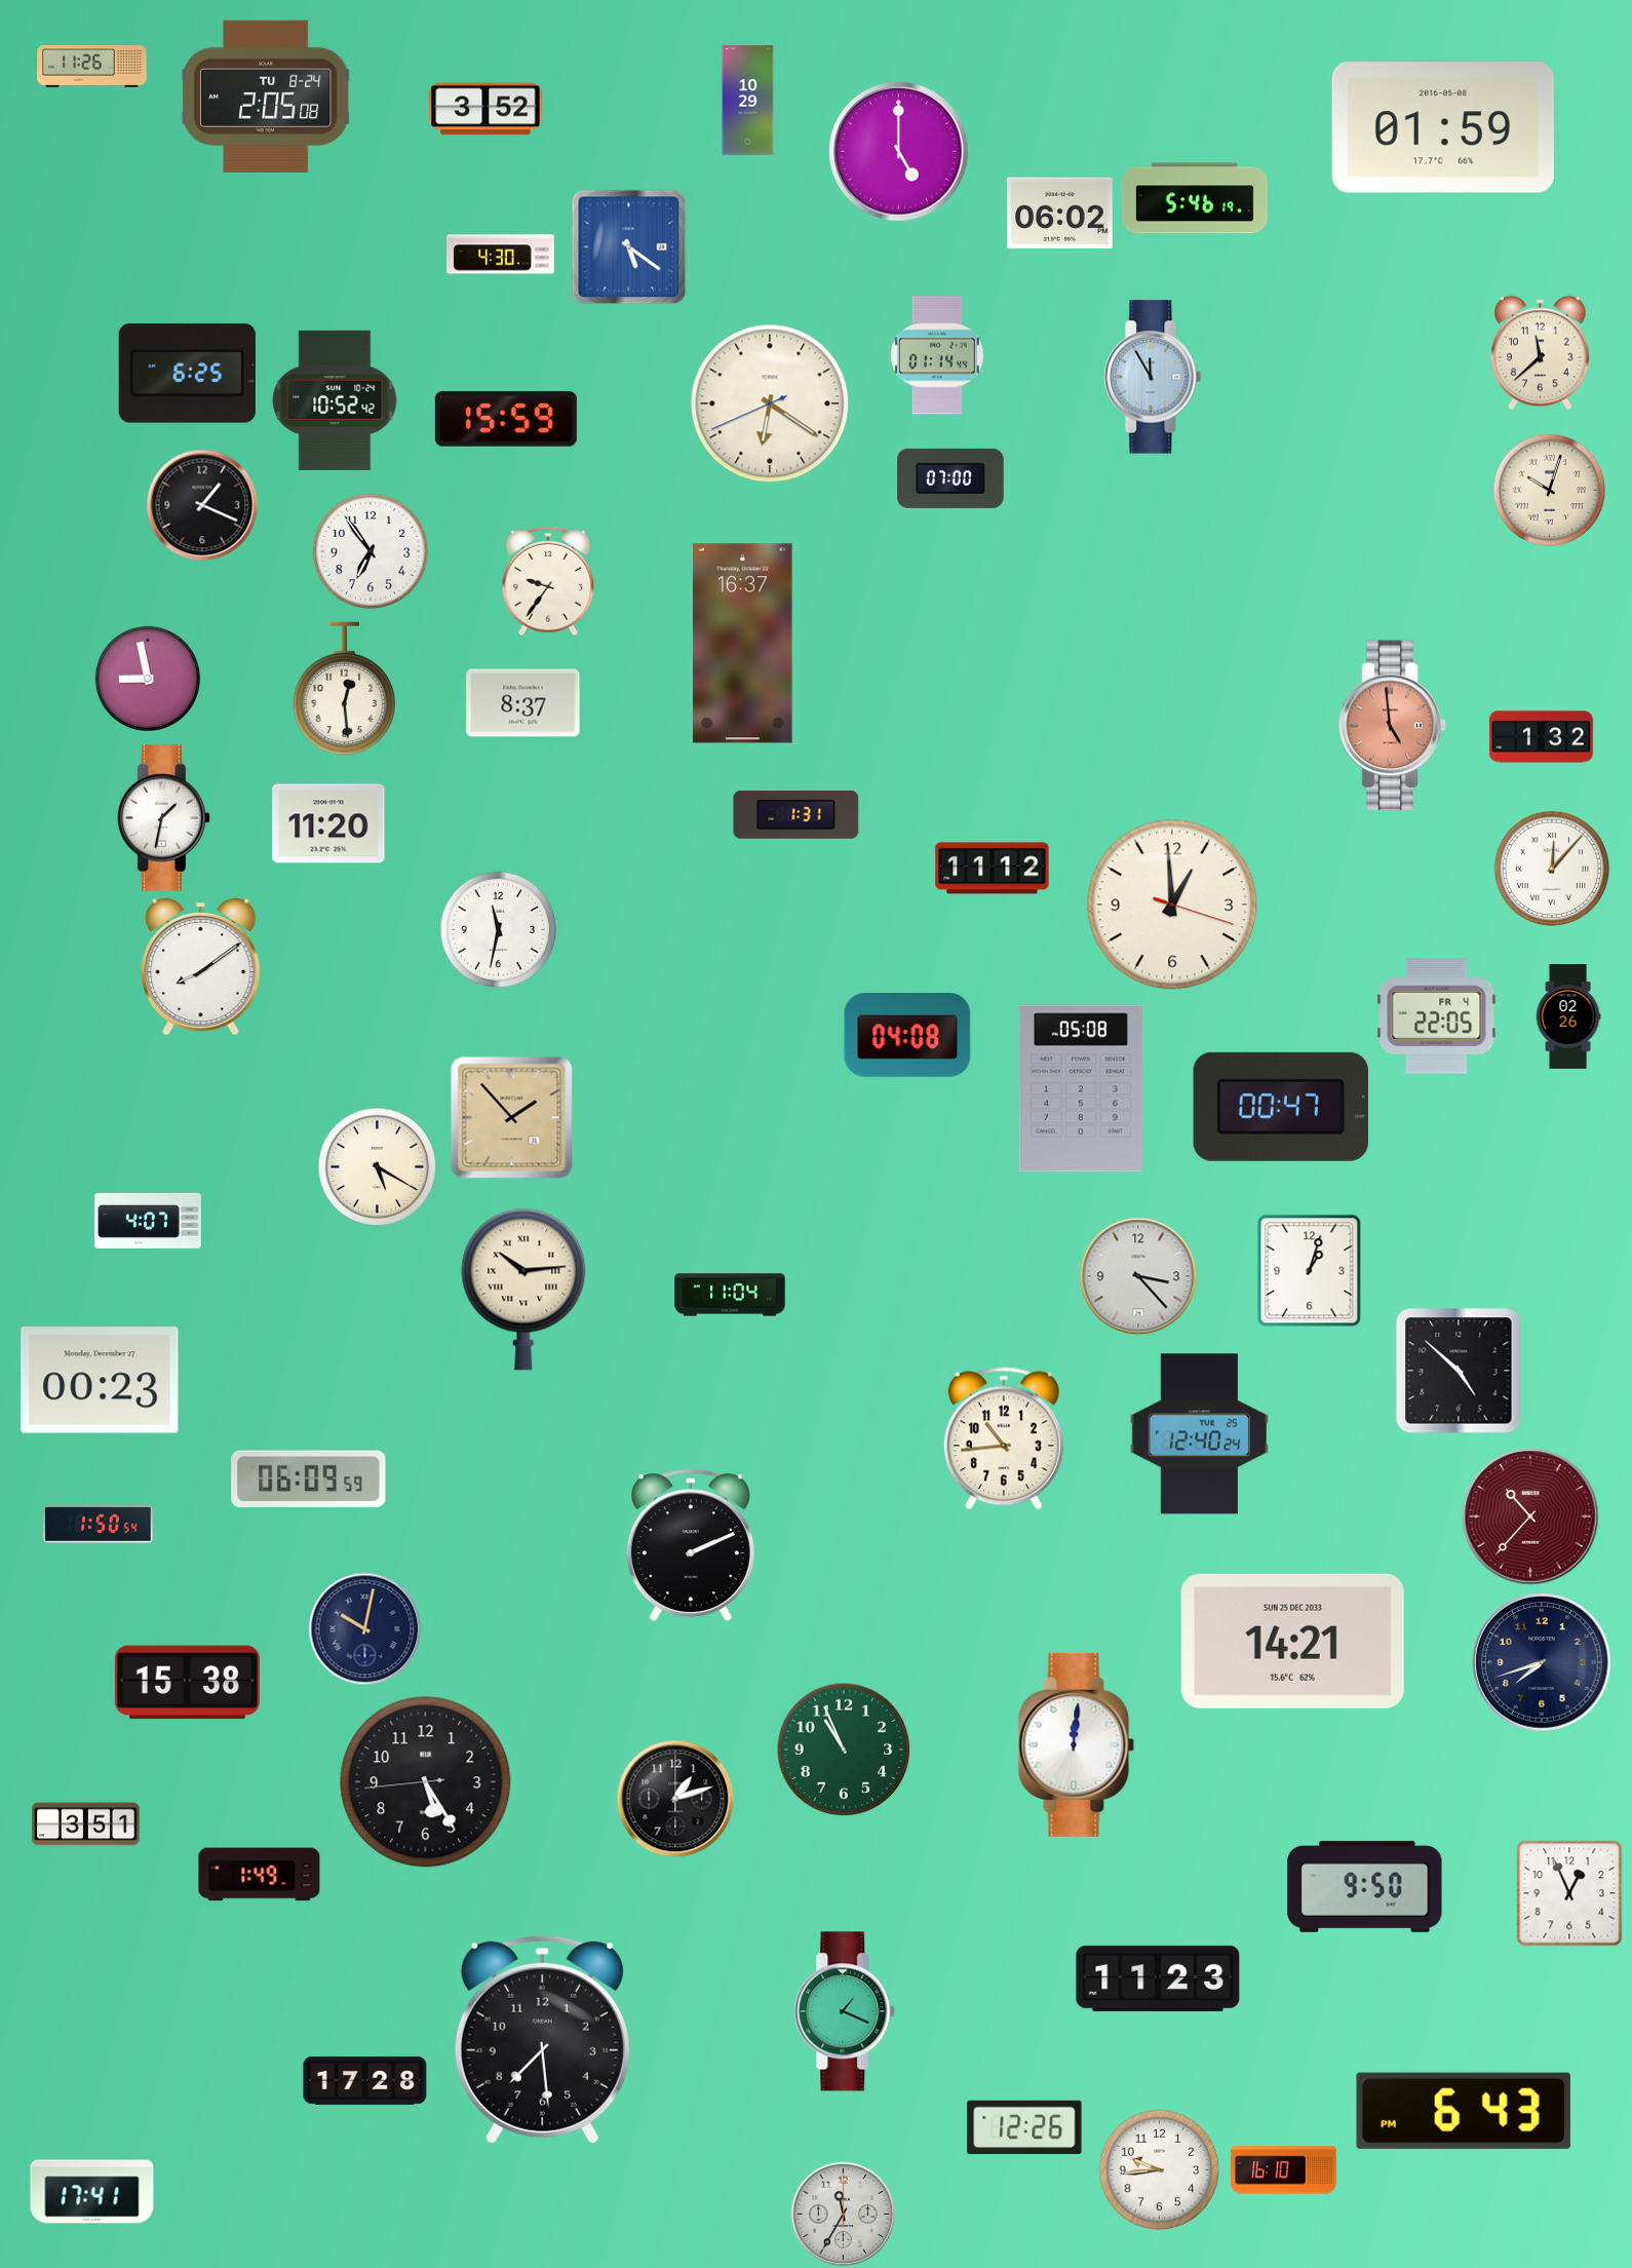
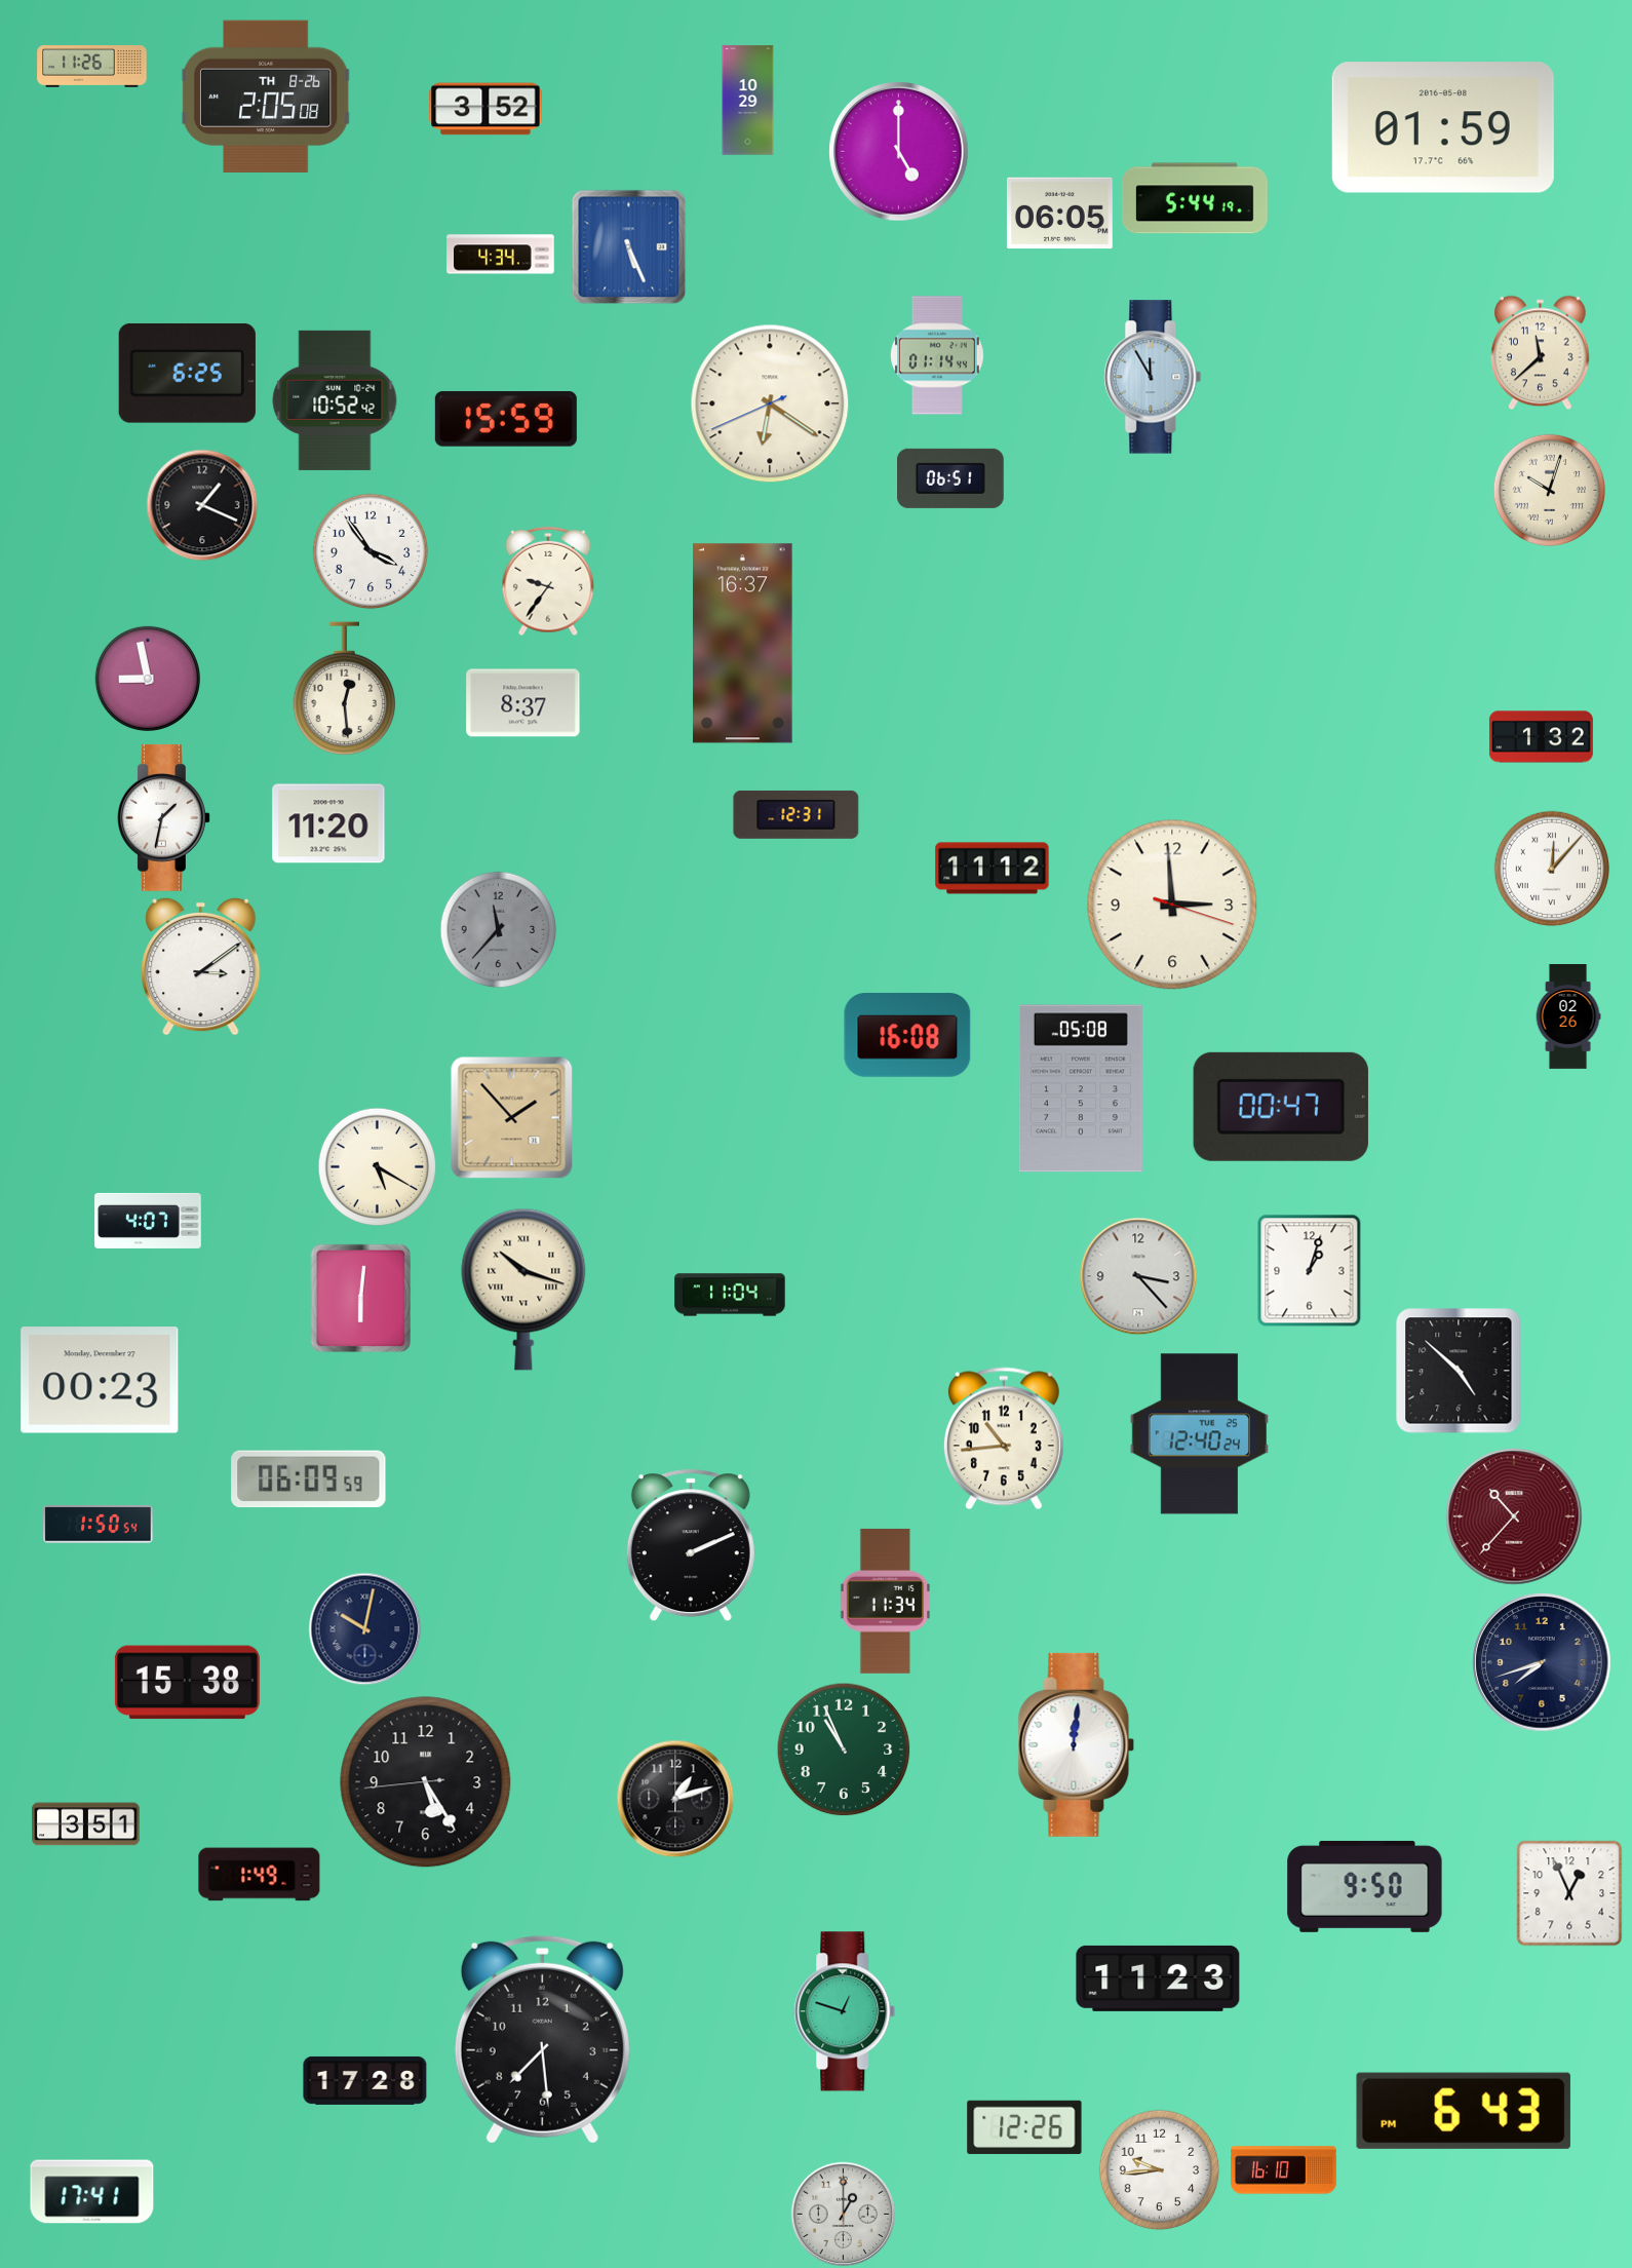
clock at (266, 97) date: TU 8-24 -> TH 8-26
clock at (1195, 198): 5:46 -> 5:44
clock at (1060, 214): 06:02 -> 06:05
clock at (629, 247): 5:21 -> 5:26
clock at (501, 255): 4:30 -> 4:34
clock at (951, 478): 07:00 -> 06:51
clock at (371, 551): 6:54 -> 3:54
clock at (1393, 726): 4:59 -> none
clock at (796, 814): 1:31 -> 12:31
clock at (1172, 905): 12:59 -> 2:59
clock at (499, 930): 11:32 -> 11:37
clock at (499, 930) dial: white -> grey
clock at (201, 966): 8:09 -> 3:09
clock at (1437, 1016): 22:05 -> none
clock at (907, 1035): 04:08 -> 16:08
clock at (523, 1290): 10:14 -> 10:18
clock at (360, 1299): none -> 6:01
clock at (1530, 1516) position: (1530, 1516) -> (1514, 1516)
clock at (885, 1601): none -> 11:34
clock at (1292, 1641): 14:21 -> none
clock at (845, 2011): 1:19 -> 12:48
clock at (844, 2215): 11:35 -> 1:00
